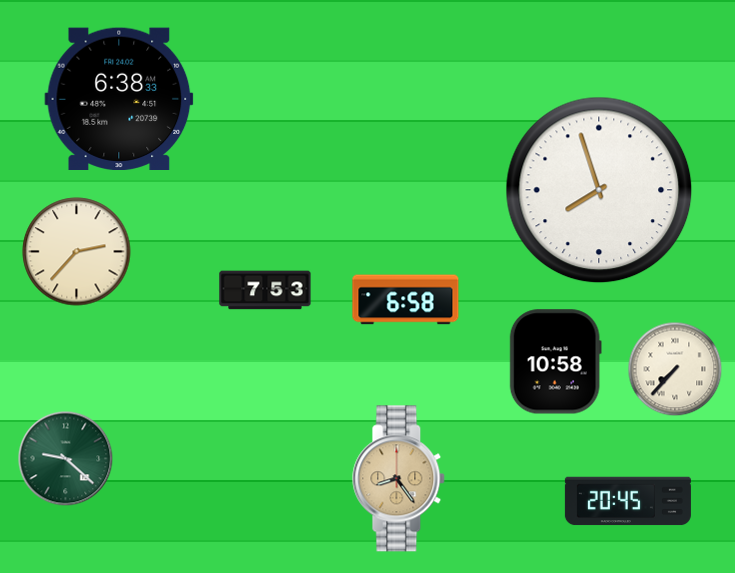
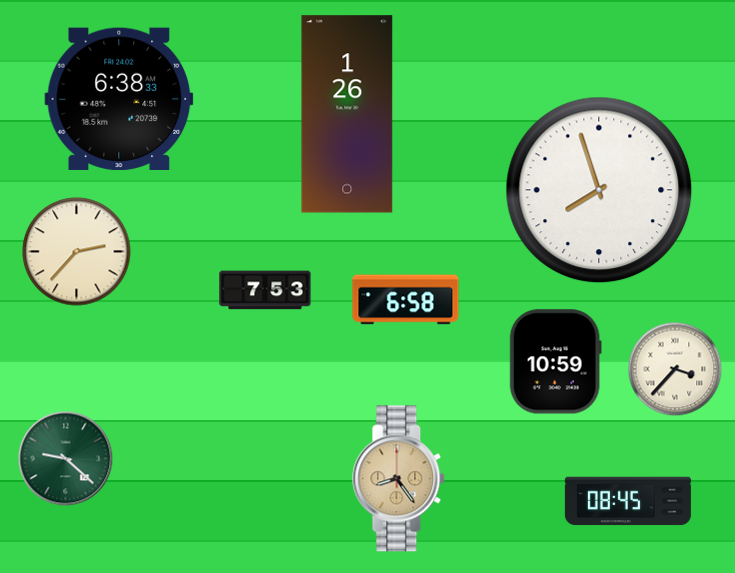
clock at (347, 114): none -> 1:26
clock at (555, 362): 10:58 -> 10:59
clock at (675, 369): 7:37 -> 3:37
clock at (628, 501): 20:45 -> 08:45
